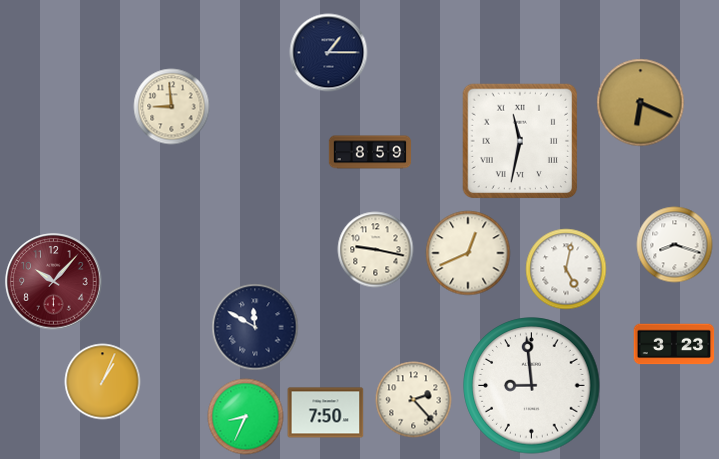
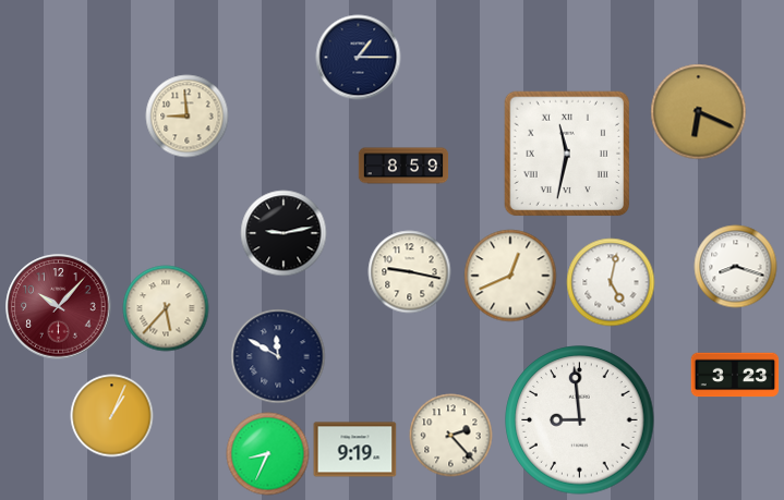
clock at (284, 233): none -> 9:13
clock at (566, 269) position: (566, 269) -> (611, 282)
clock at (166, 308): none -> 5:37
clock at (326, 413): 7:50 -> 9:19
